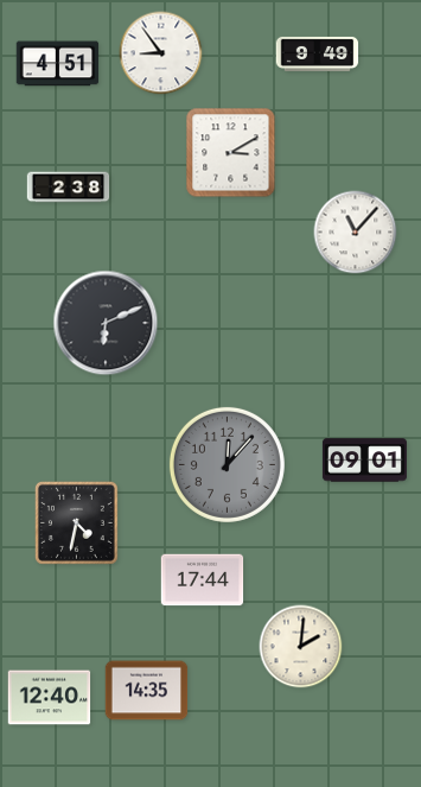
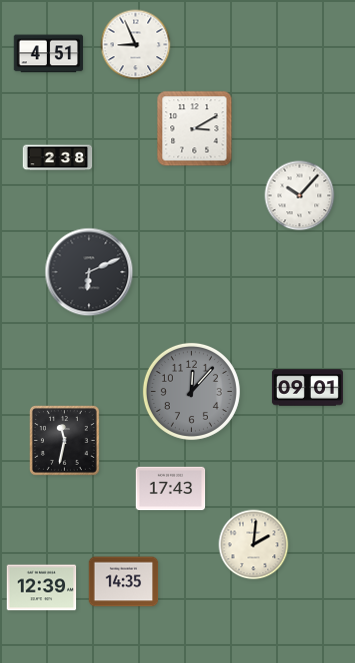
clock at (161, 53): 8:54 -> 8:56
clock at (318, 53): 9:49 -> none
clock at (356, 233): 11:07 -> 10:07
clock at (76, 522): 4:32 -> 11:32
clock at (203, 580): 17:44 -> 17:43
clock at (50, 698): 12:40 -> 12:39
